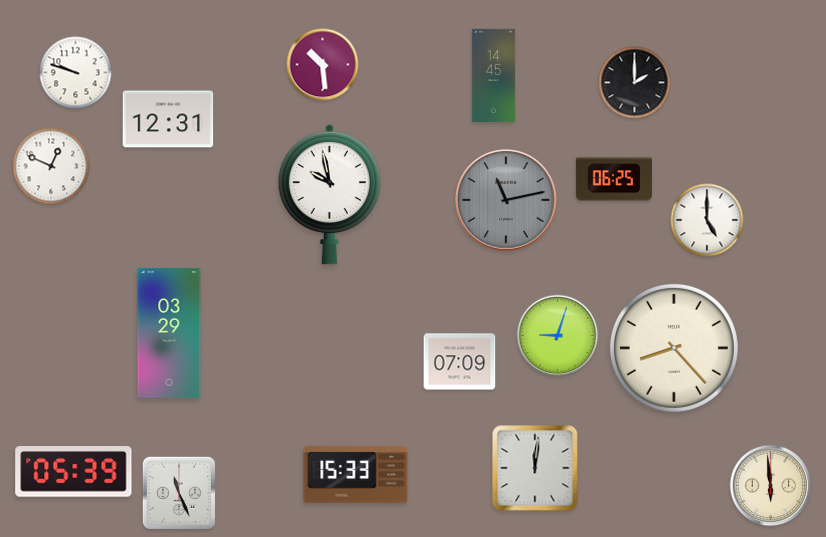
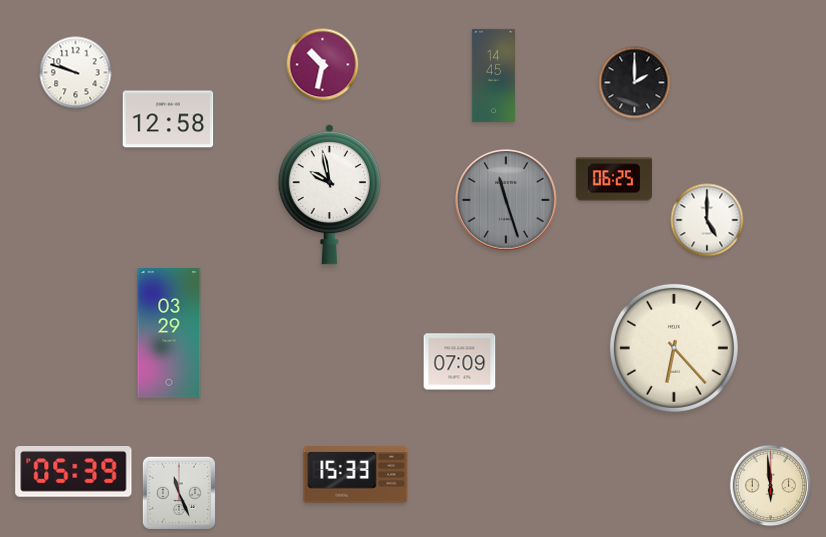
clock at (323, 65): 10:29 -> 10:32
clock at (168, 119): 12:31 -> 12:58
clock at (51, 166): 12:49 -> none
clock at (506, 200): 11:13 -> 11:27
clock at (558, 336): 9:03 -> none
clock at (674, 348): 8:23 -> 6:23
clock at (535, 468): 12:01 -> none
